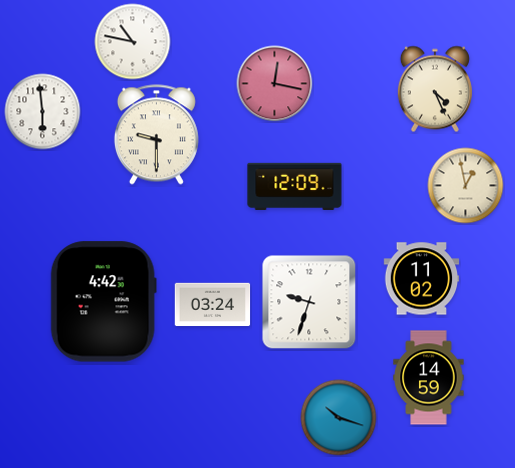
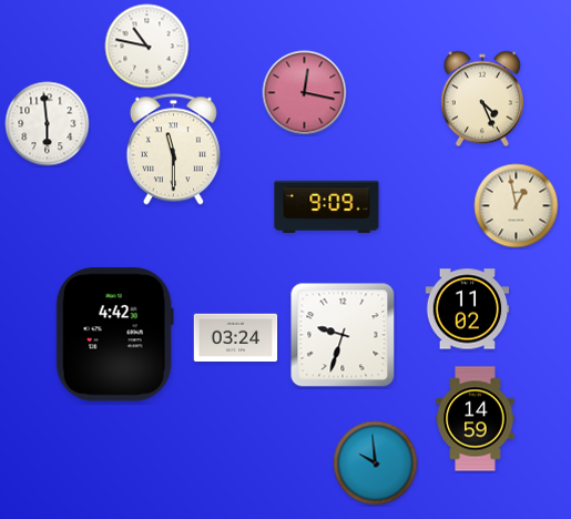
clock at (156, 135): 9:30 -> 11:30
clock at (295, 186): 12:09 -> 9:09
clock at (339, 418): 10:18 -> 9:59
